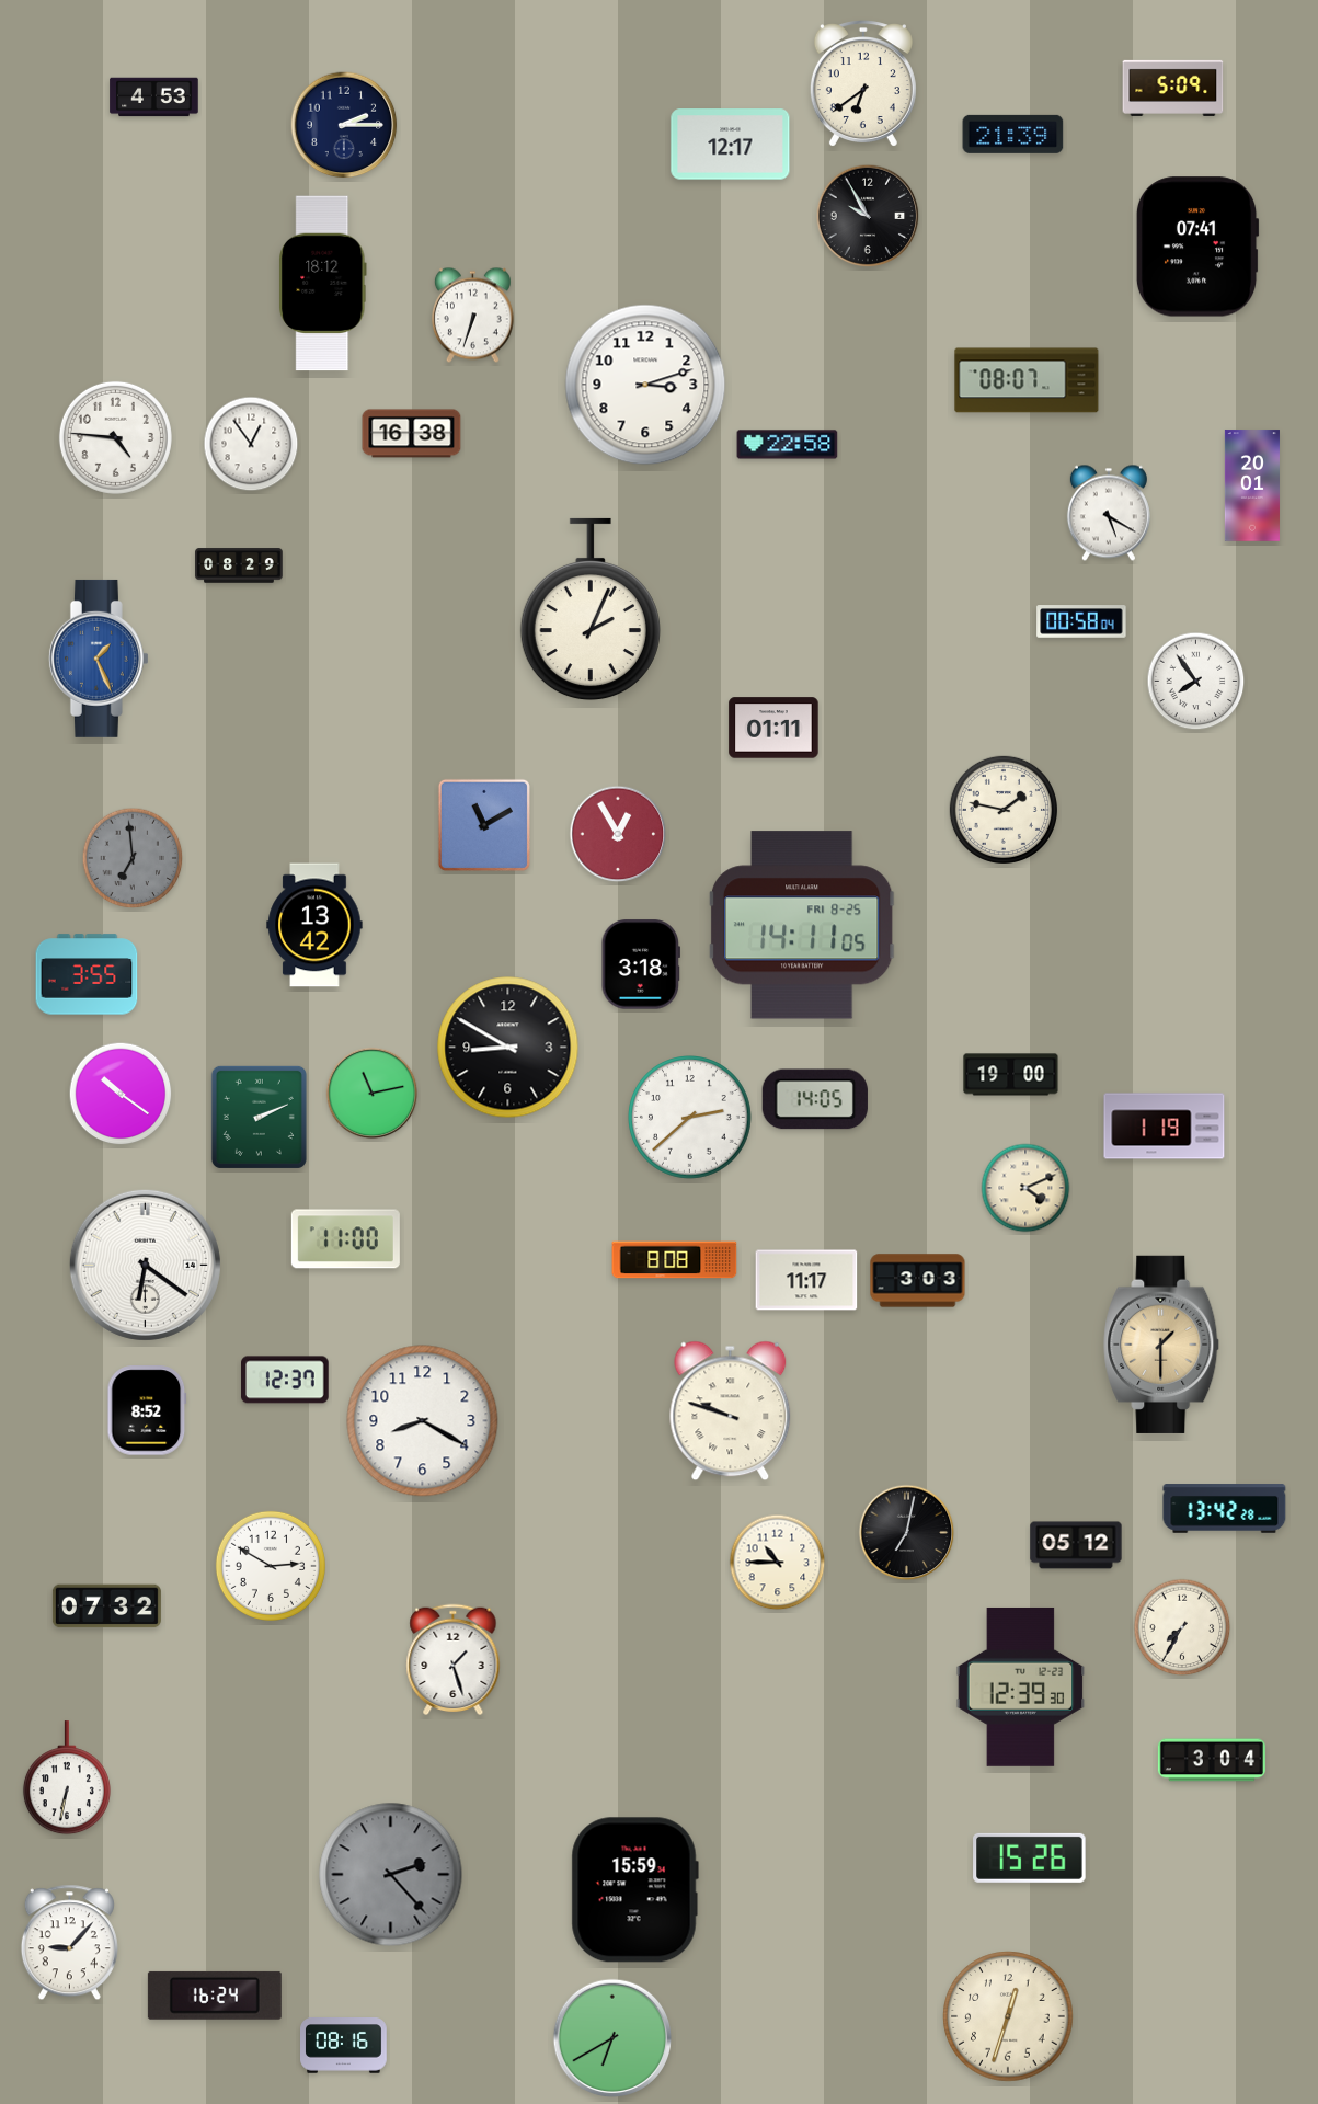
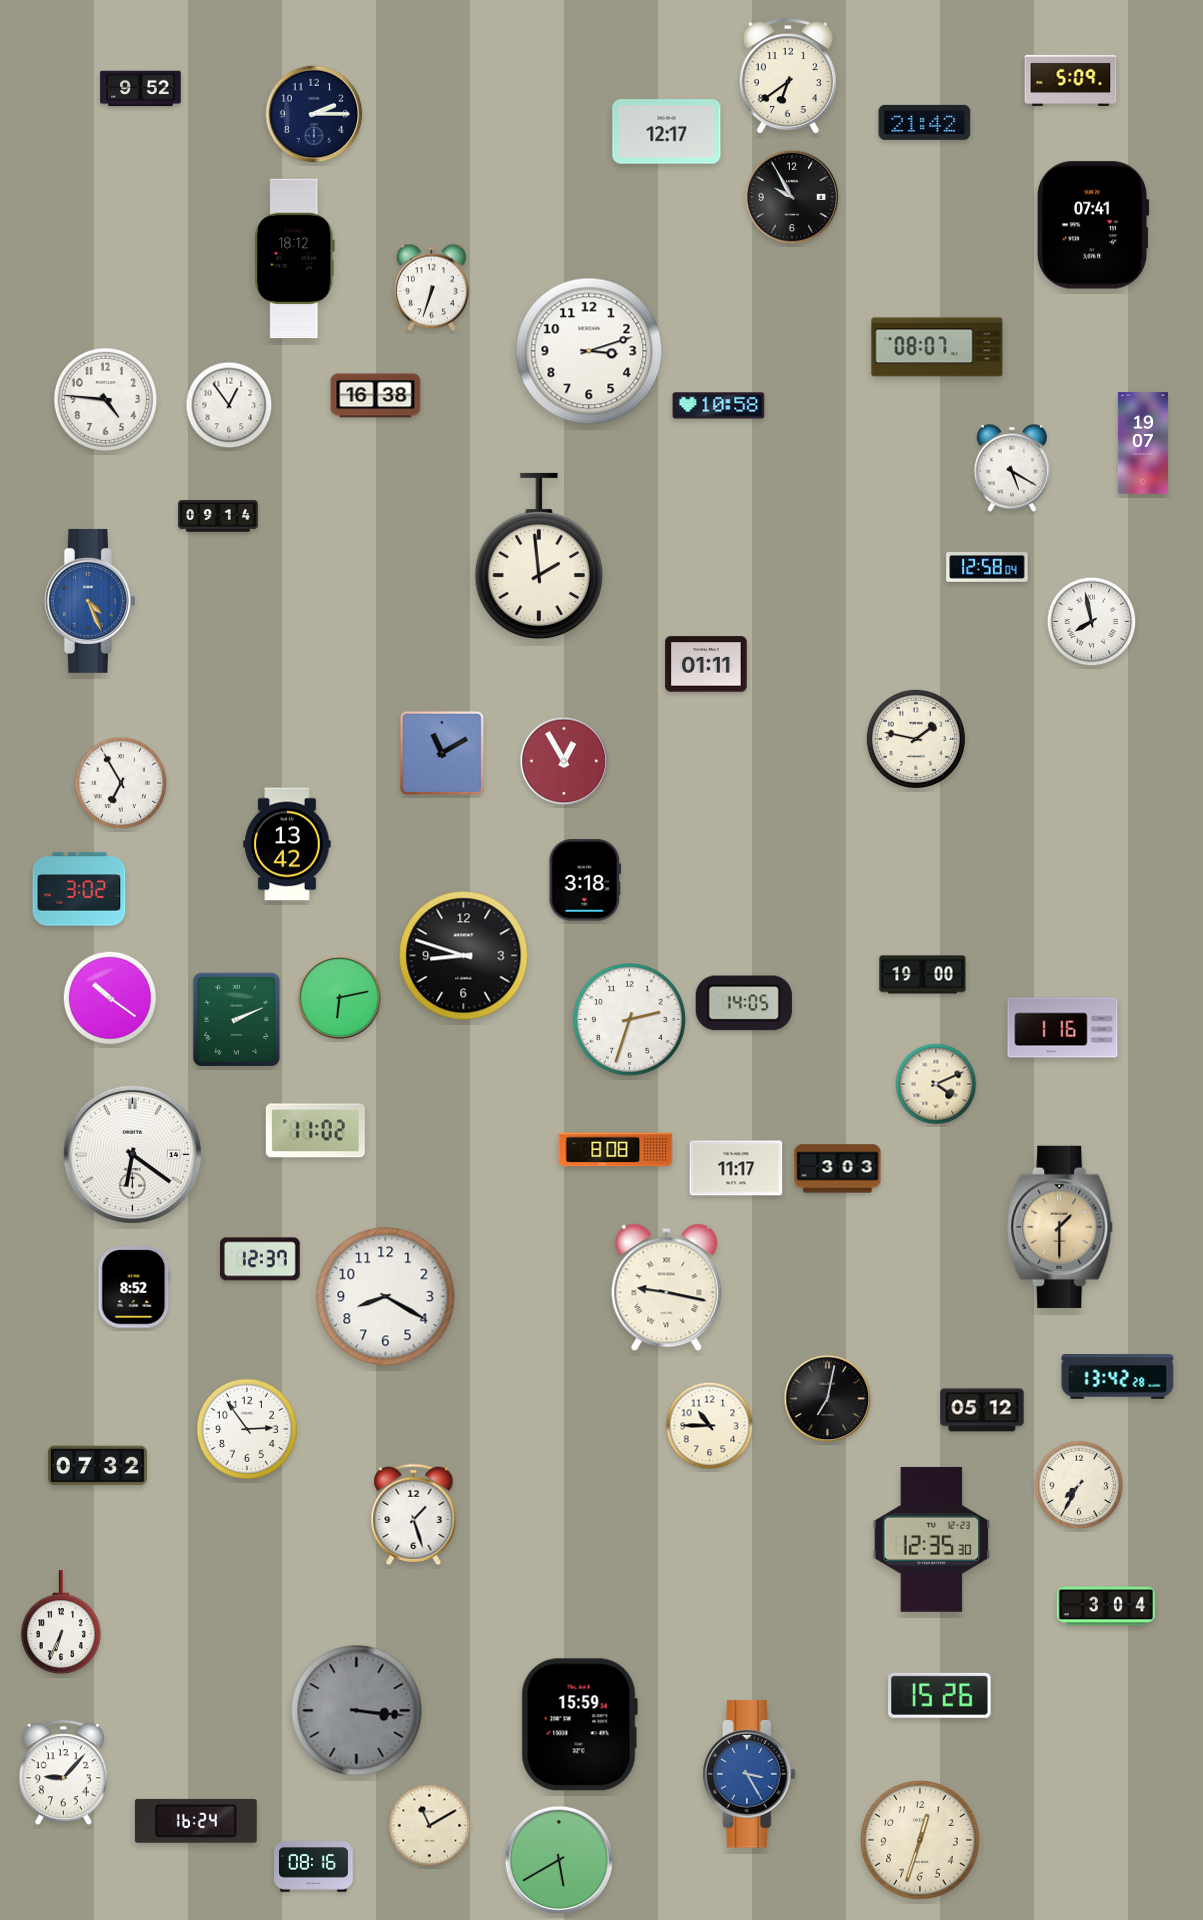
clock at (154, 98): 4:53 -> 9:52
clock at (1013, 134): 21:39 -> 21:42
clock at (788, 445): 22:58 -> 10:58
clock at (1252, 485): 20:01 -> 19:07
clock at (239, 565): 08:29 -> 09:14
clock at (591, 609): 2:04 -> 1:59
clock at (1081, 621): 00:58 -> 12:58
clock at (99, 659): 1:26 -> 4:26
clock at (1196, 682): 7:54 -> 7:58
clock at (133, 858): 6:59 -> 6:55
clock at (133, 858) dial: grey -> white
clock at (802, 925): 14:11 -> none
clock at (87, 974): 3:55 -> 3:02
clock at (508, 1048): 8:50 -> 8:48
clock at (1011, 1075) position: (1011, 1075) -> (923, 975)
clock at (373, 1094): 11:13 -> 6:13
clock at (690, 1118): 2:38 -> 2:33
clock at (1165, 1127): 1:19 -> 1:16
clock at (345, 1239): 11:00 -> 11:02
clock at (731, 1411): 9:48 -> 9:17
clock at (271, 1566): 2:50 -> 2:54
clock at (1021, 1686): 12:39 -> 12:35
clock at (67, 1779): 6:32 -> 6:34
clock at (391, 1875): 2:23 -> 3:16
clock at (749, 1774): none -> 3:25
clock at (430, 1826): none -> 11:10
clock at (612, 2038): 6:40 -> 5:40
